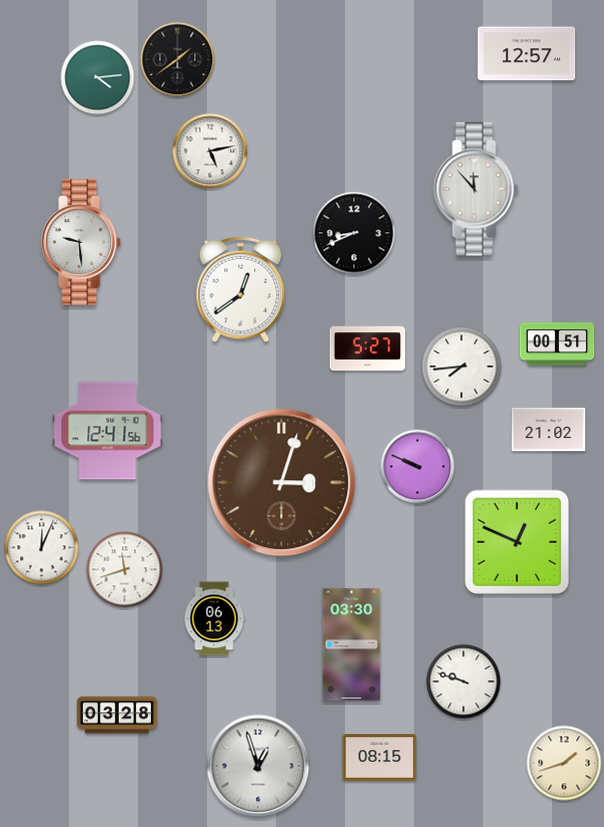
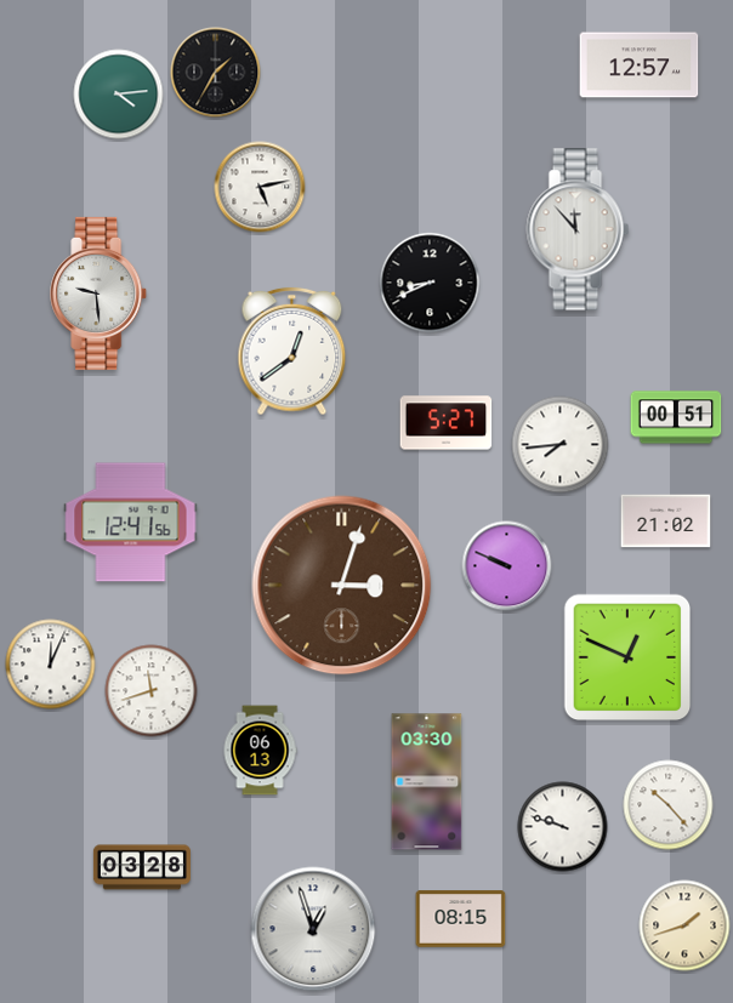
clock at (178, 60): 1:39 -> 1:35
clock at (210, 151) position: (210, 151) -> (260, 187)
clock at (669, 805): none -> 10:23
